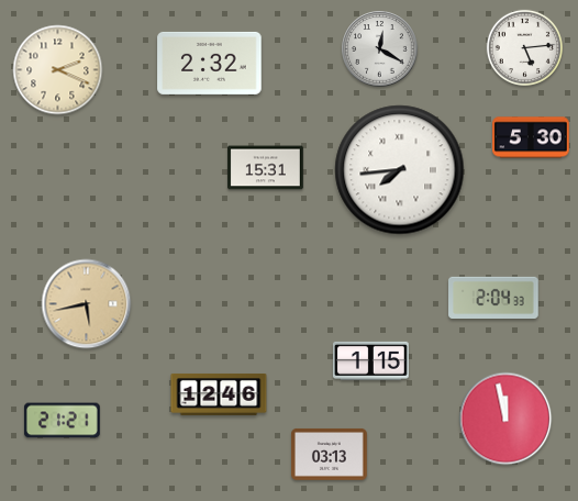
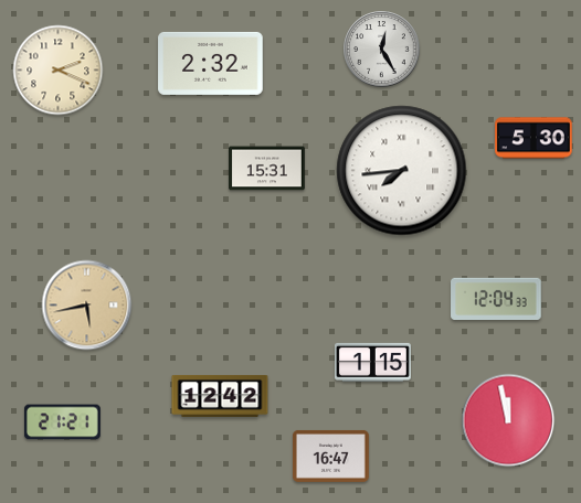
clock at (524, 47): 5:14 -> none
clock at (380, 49): 12:20 -> 12:25
clock at (493, 297): 2:04 -> 12:04
clock at (219, 394): 12:46 -> 12:42
clock at (330, 454): 03:13 -> 16:47
